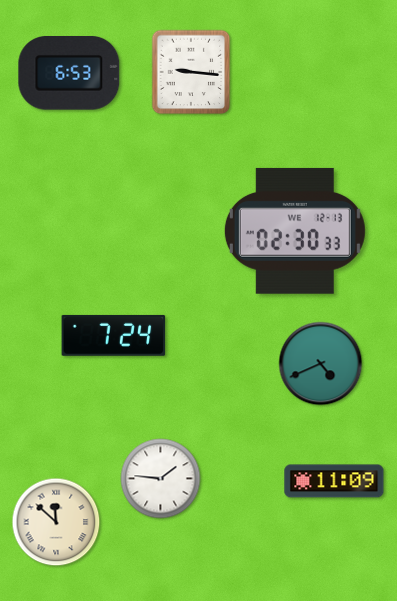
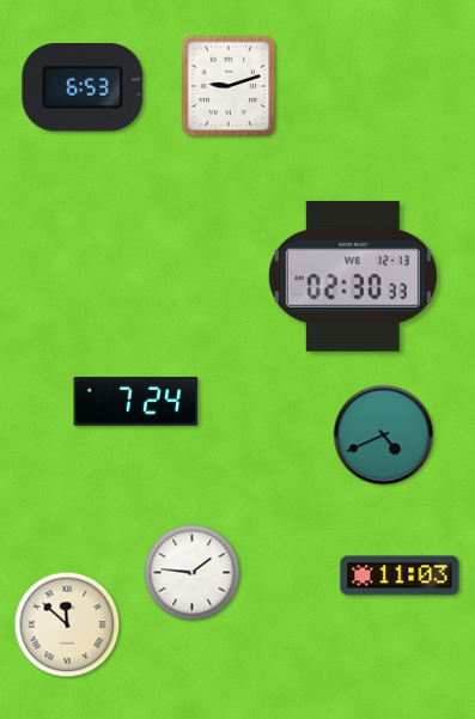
clock at (191, 72): 9:16 -> 9:12
clock at (334, 481): 11:09 -> 11:03
